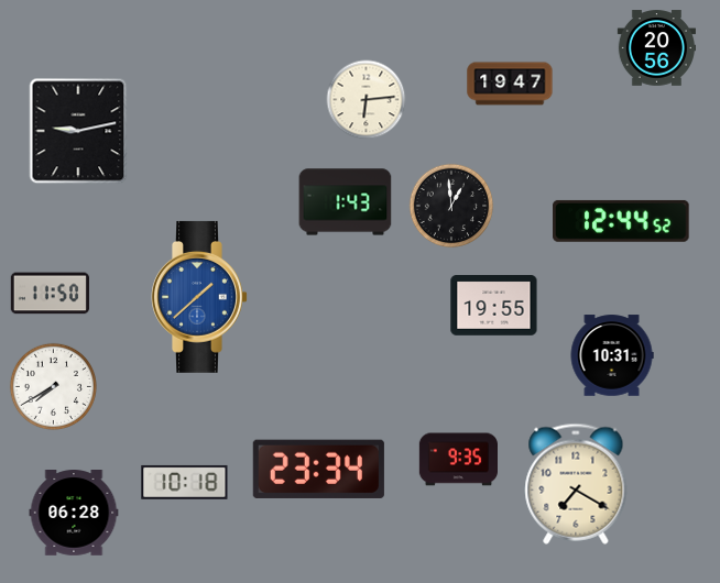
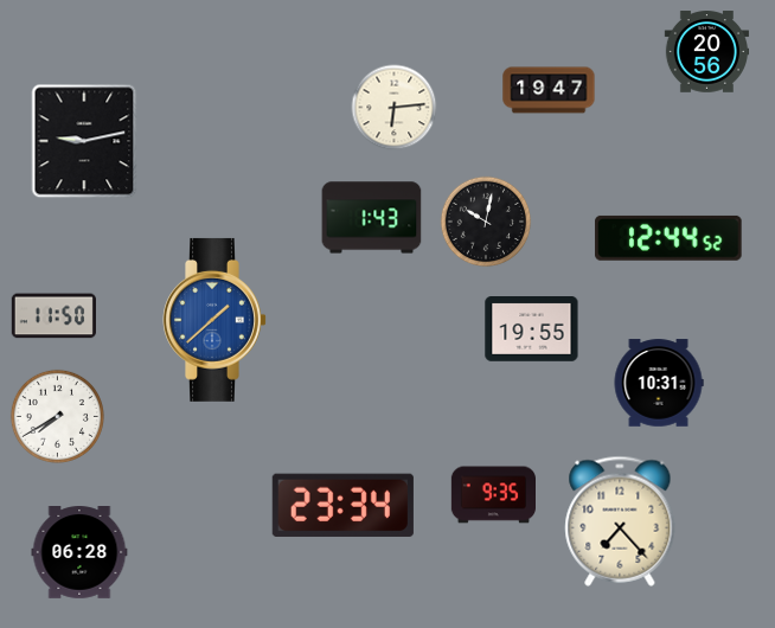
clock at (451, 206): 12:59 -> 10:02
clock at (185, 482): 10:18 -> none
clock at (576, 484): 7:20 -> 7:23
